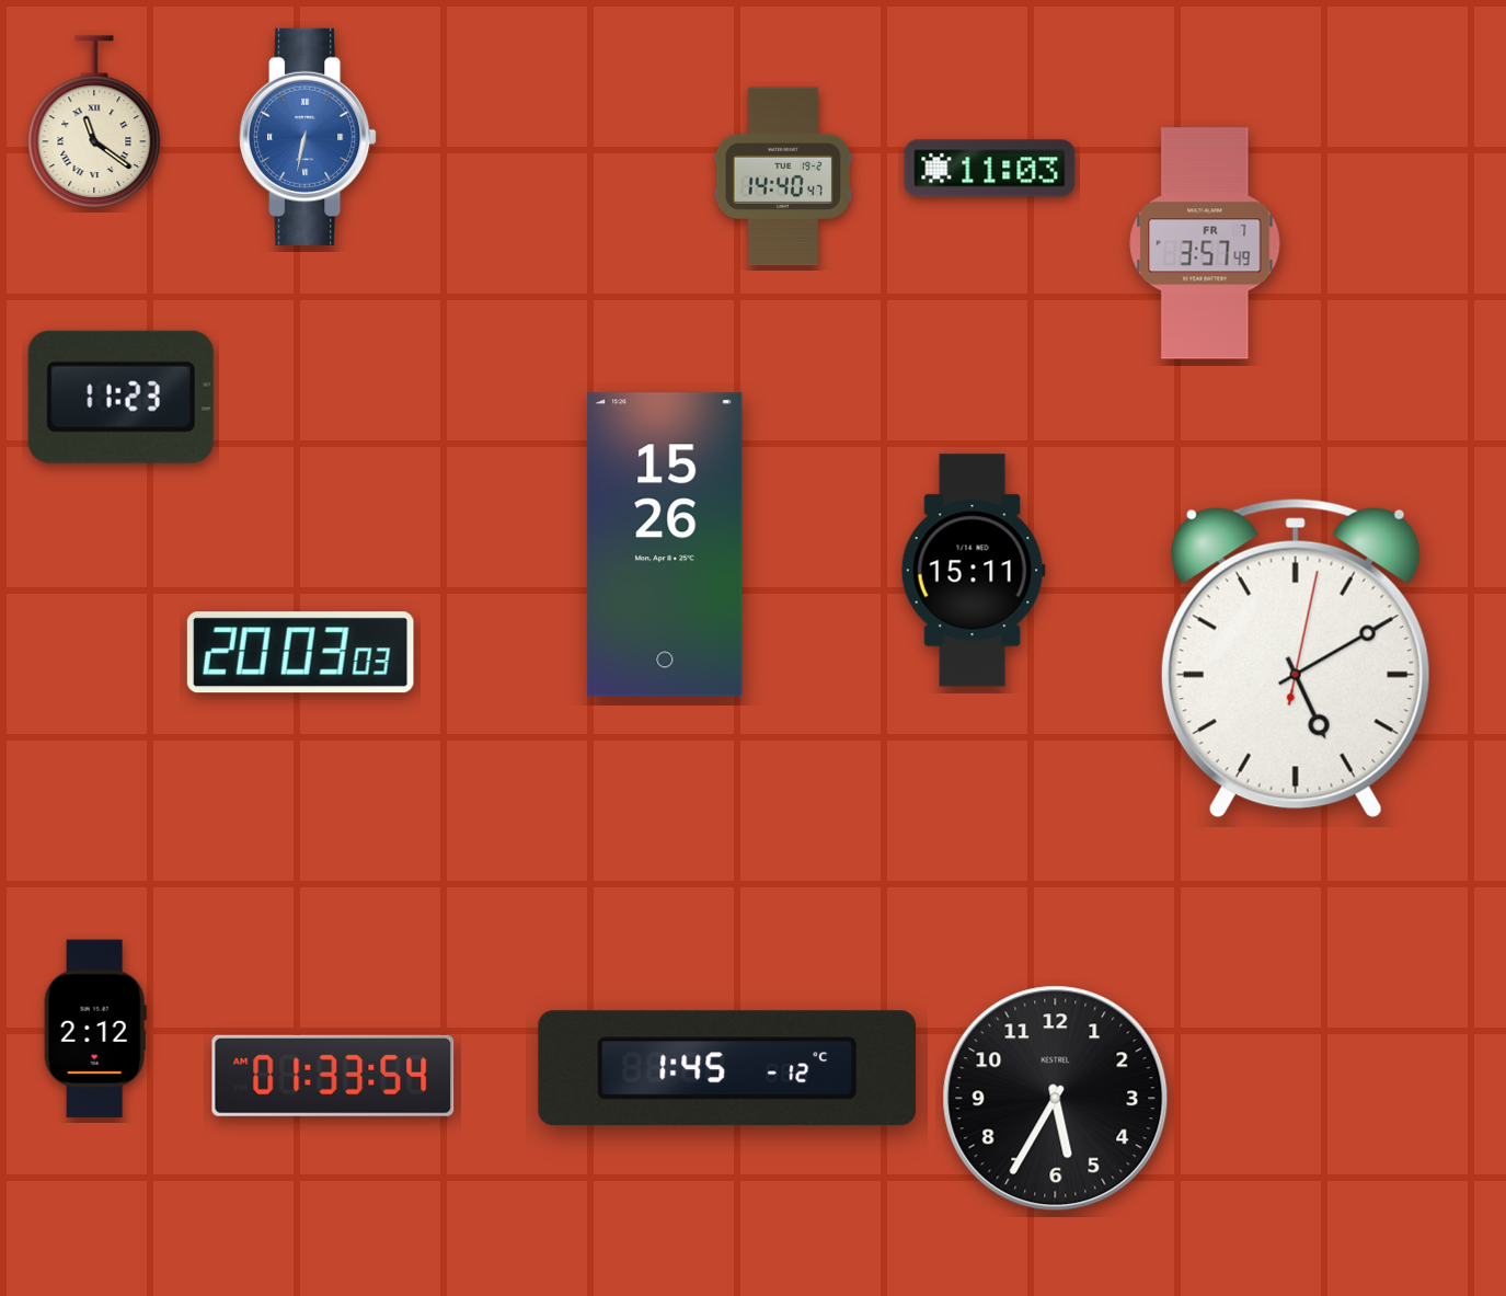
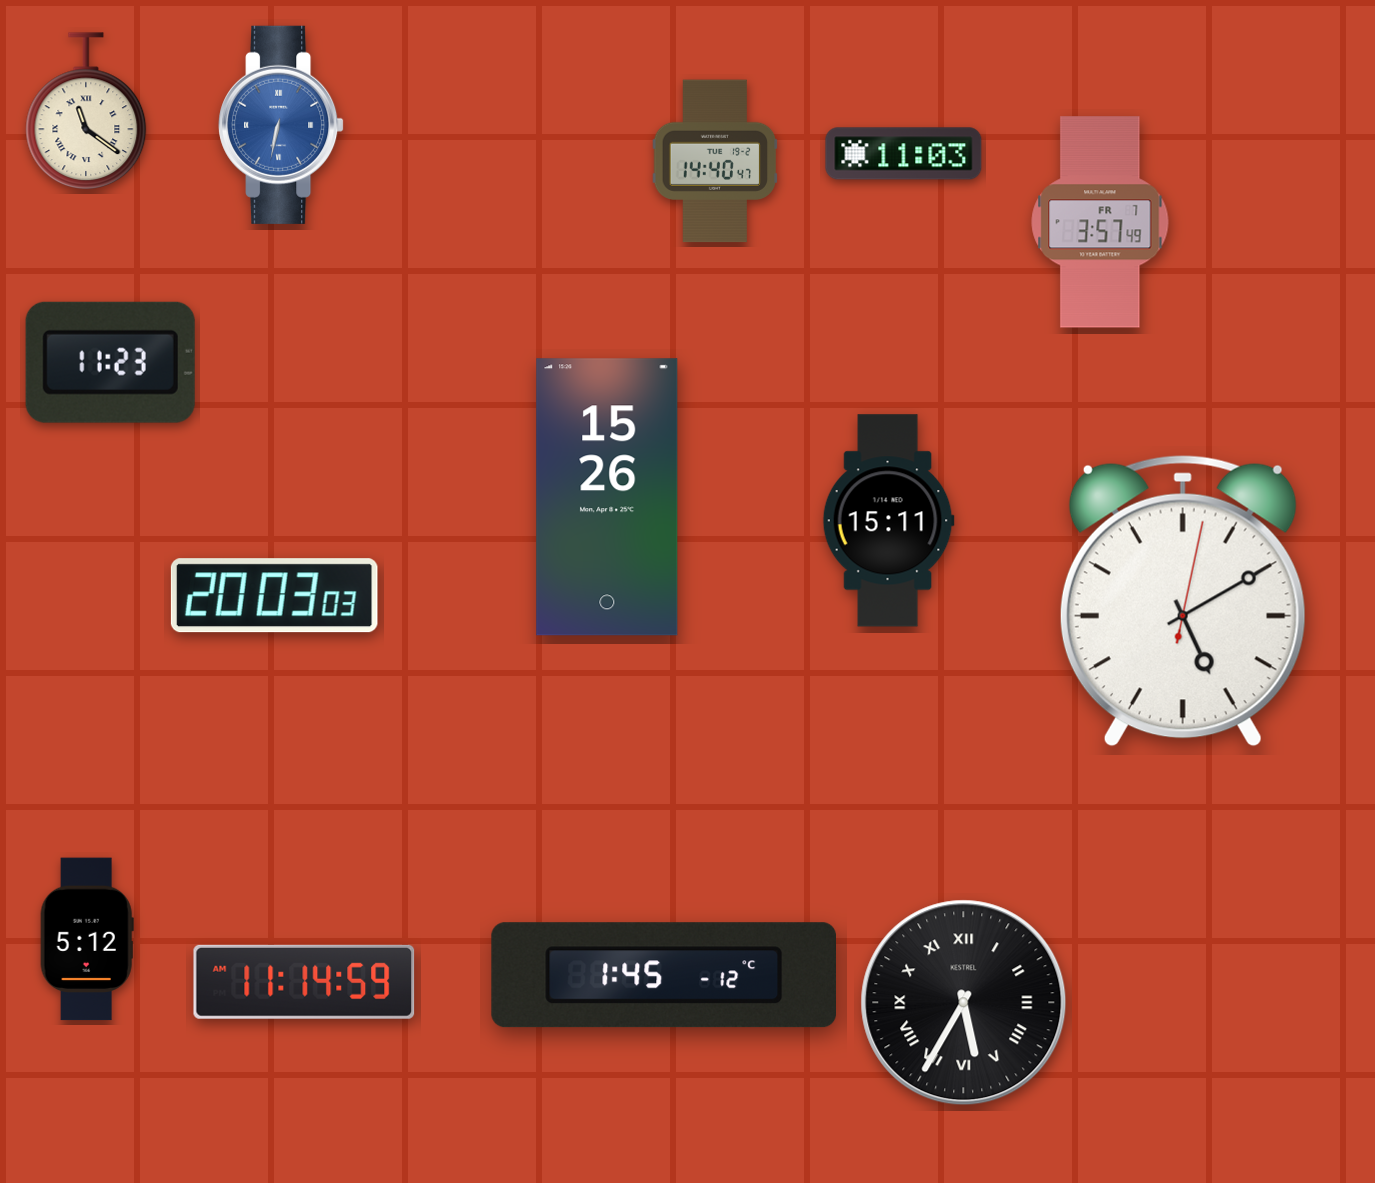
clock at (95, 1029): 2:12 -> 5:12
clock at (333, 1076): 01:33 -> 11:14
clock at (1056, 1099) numerals: Arabic -> Roman
